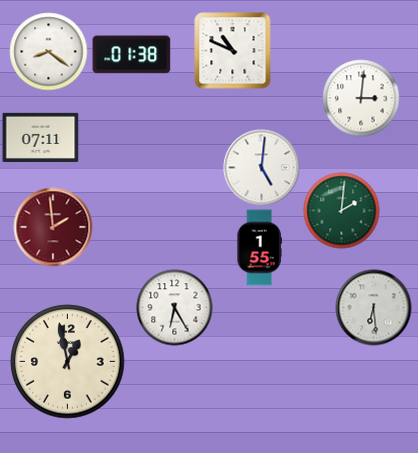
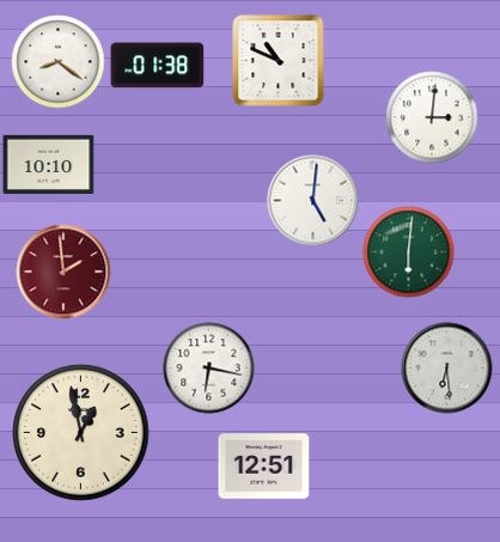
clock at (41, 137): 07:11 -> 10:10
clock at (342, 211): 2:01 -> 6:01
clock at (259, 248): 1:55 -> none
clock at (175, 308): 6:25 -> 6:17
clock at (264, 467): none -> 12:51
